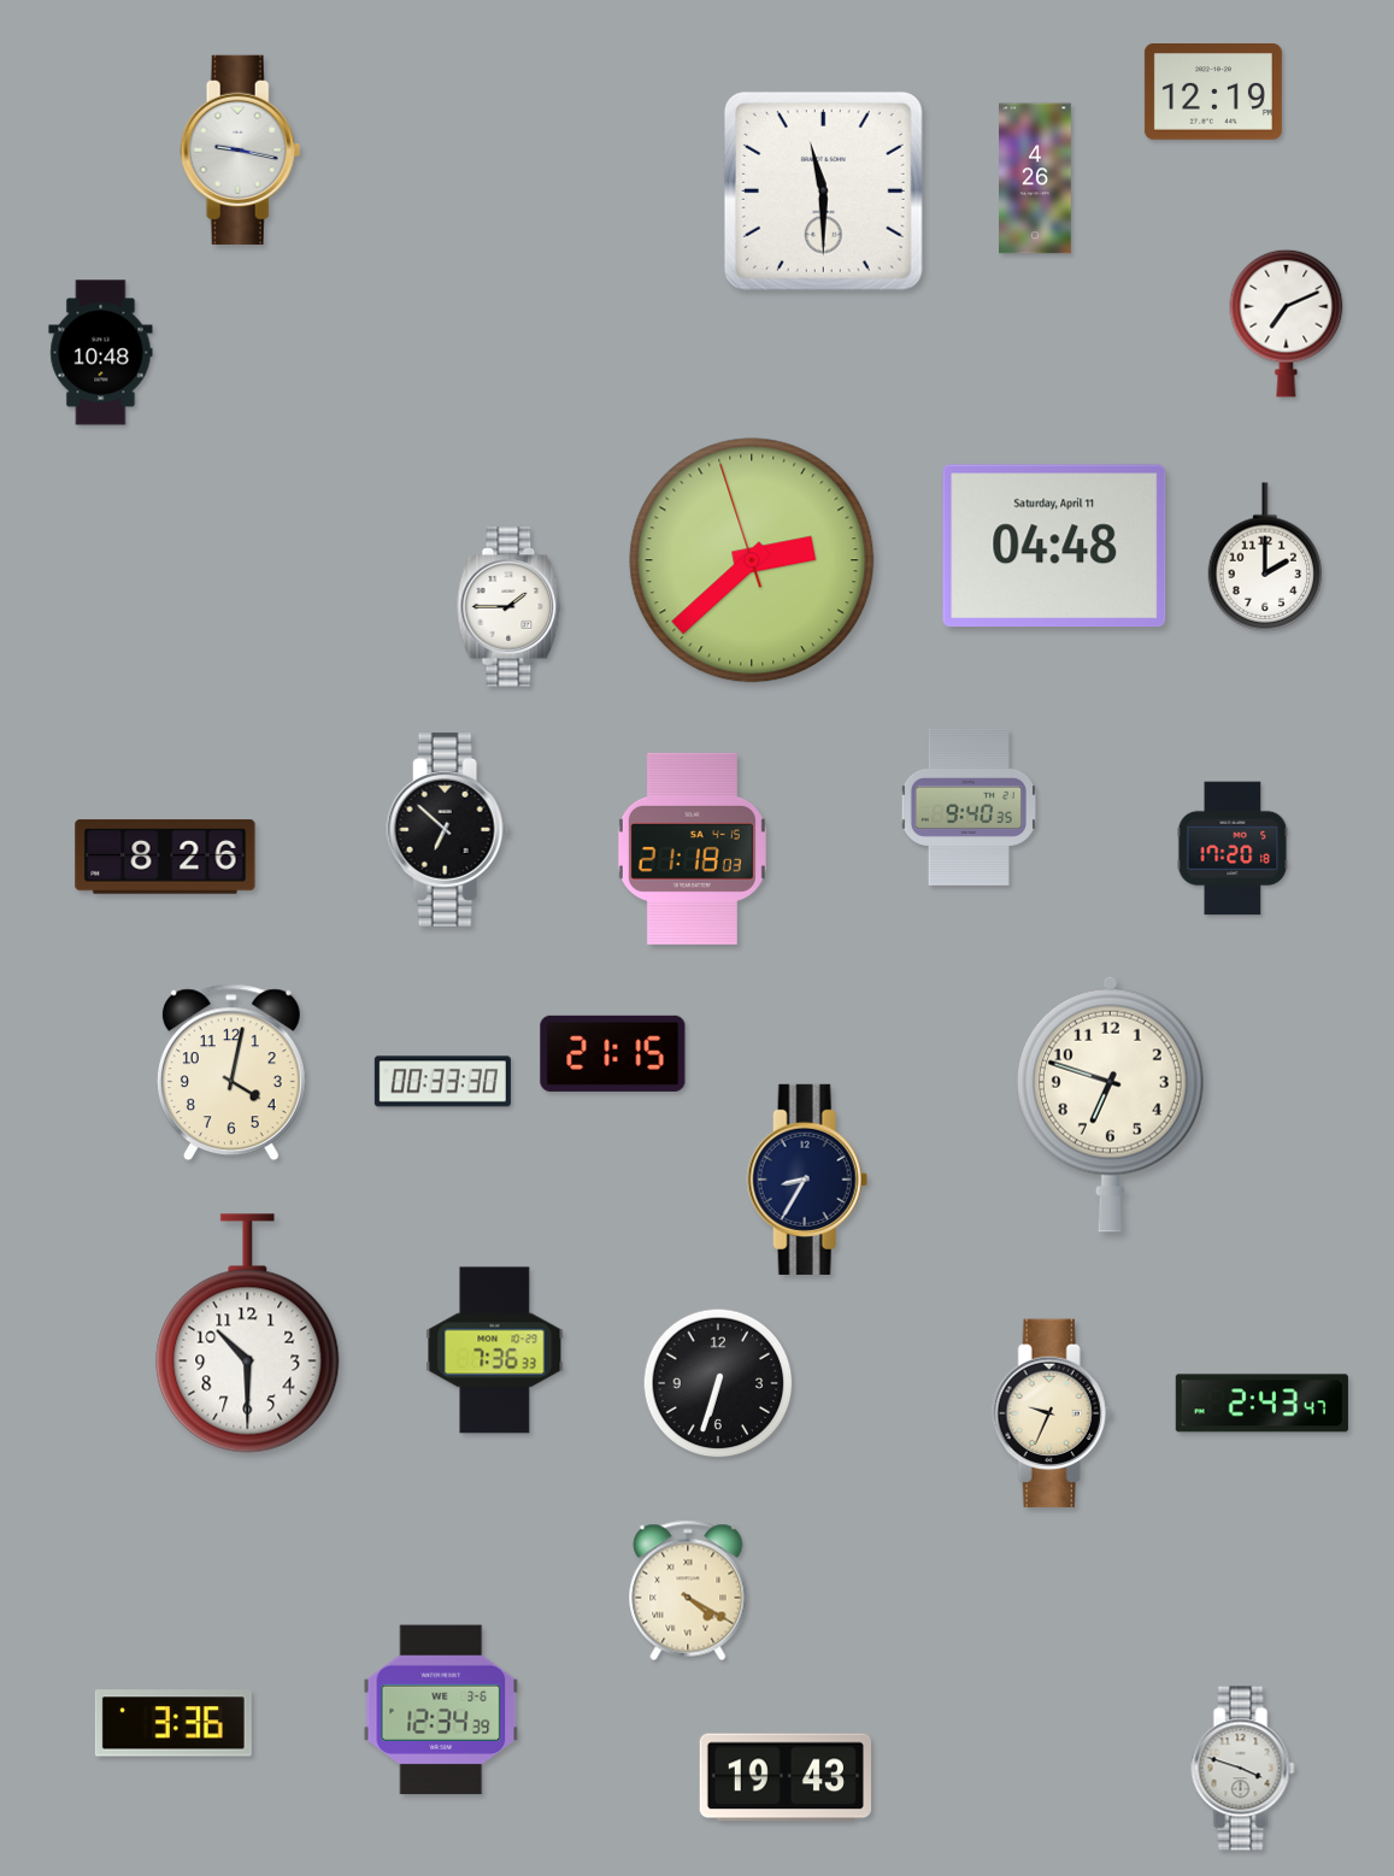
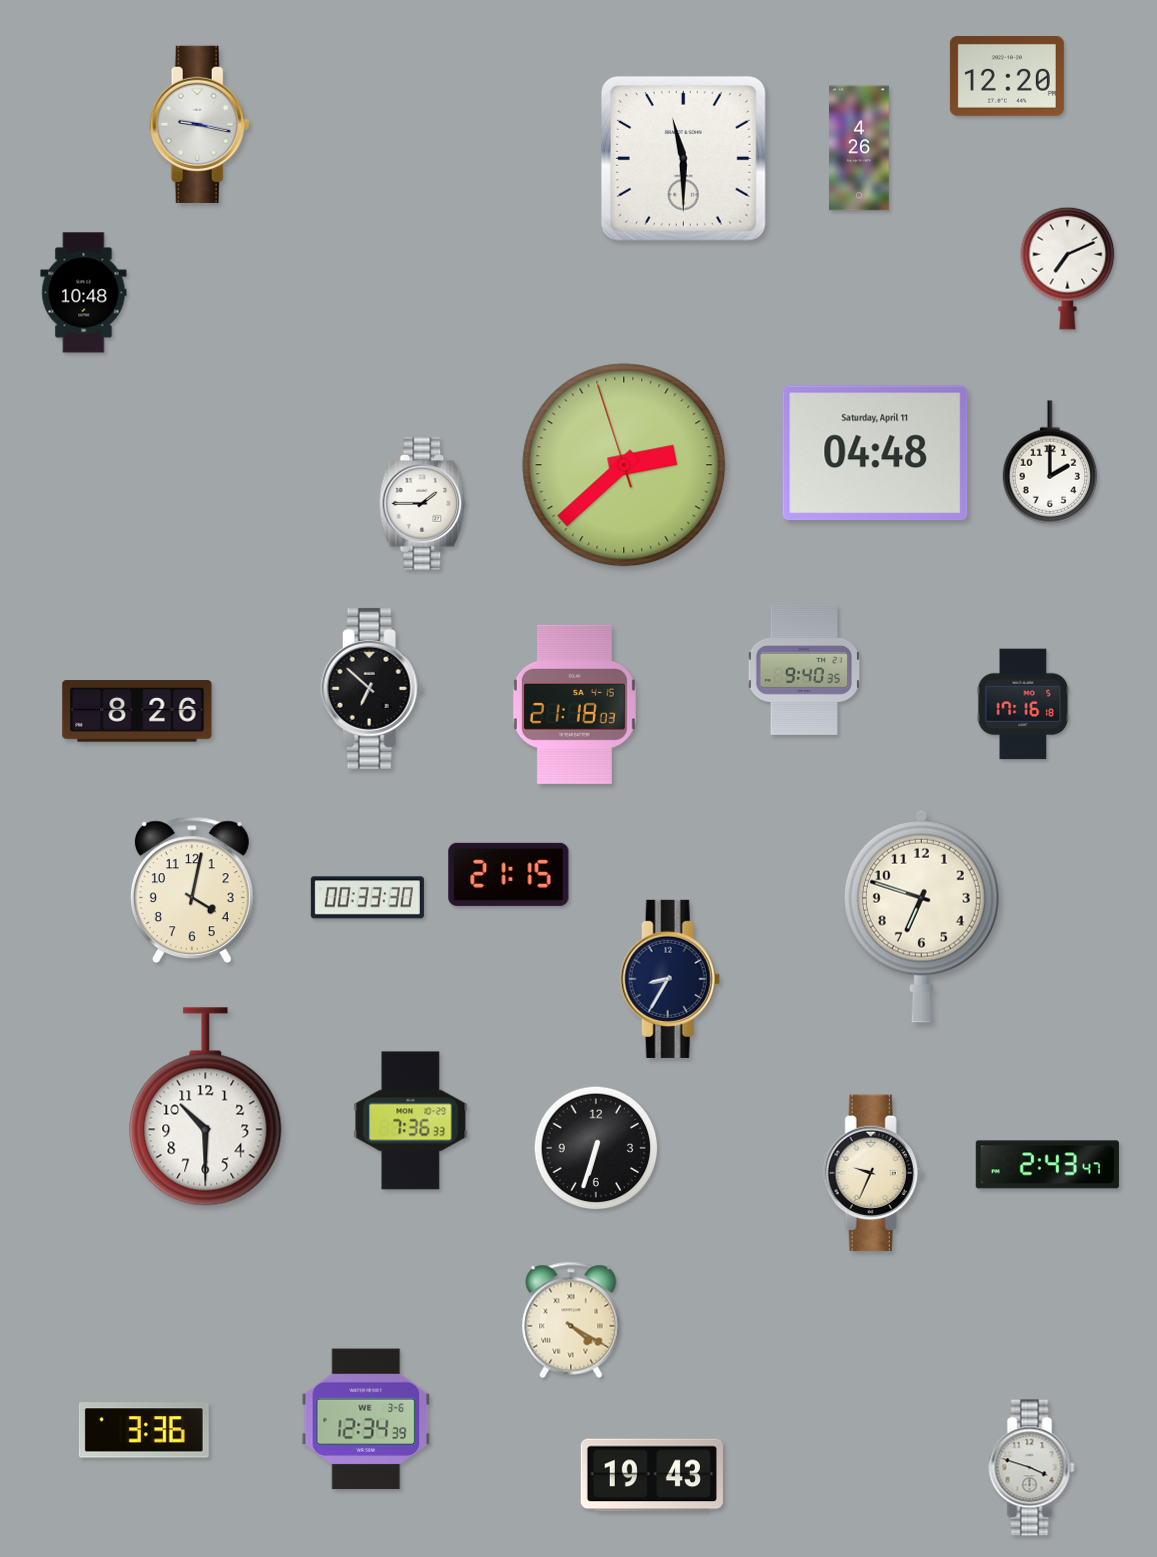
clock at (1213, 93): 12:19 -> 12:20
clock at (1233, 848): 17:20 -> 17:16
